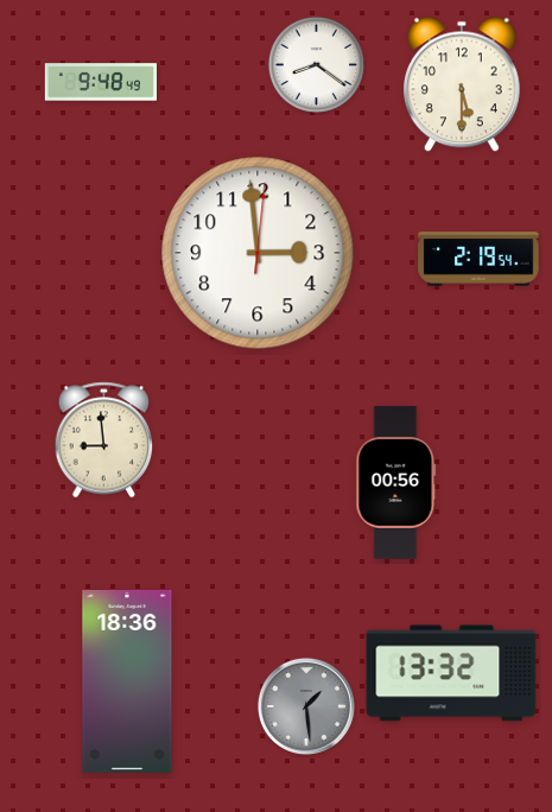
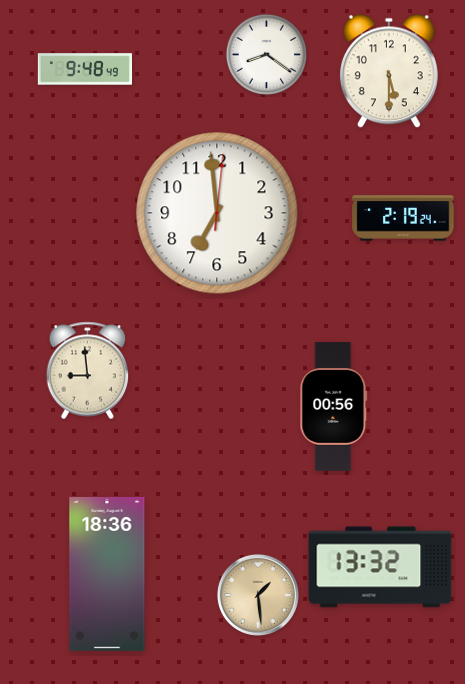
clock at (258, 253): 2:59 -> 6:59
clock at (478, 259): 2:19:54 -> 2:19:24
clock at (306, 706) dial: grey -> champagne
